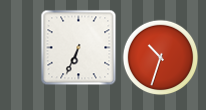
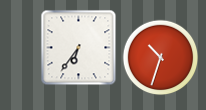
clock at (79, 48): 6:34 -> 6:36
